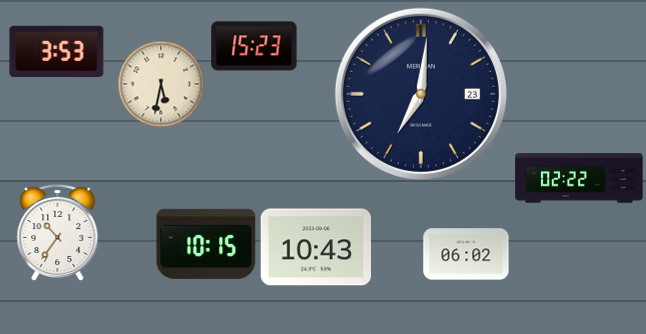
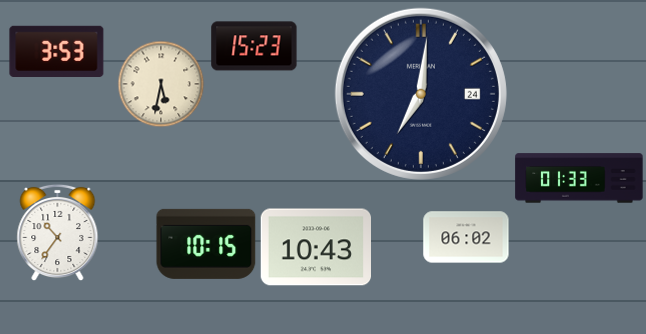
clock at (421, 94) date: 23 -> 24
clock at (579, 178): 02:22 -> 01:33
clock at (466, 254) position: (466, 254) -> (466, 237)
